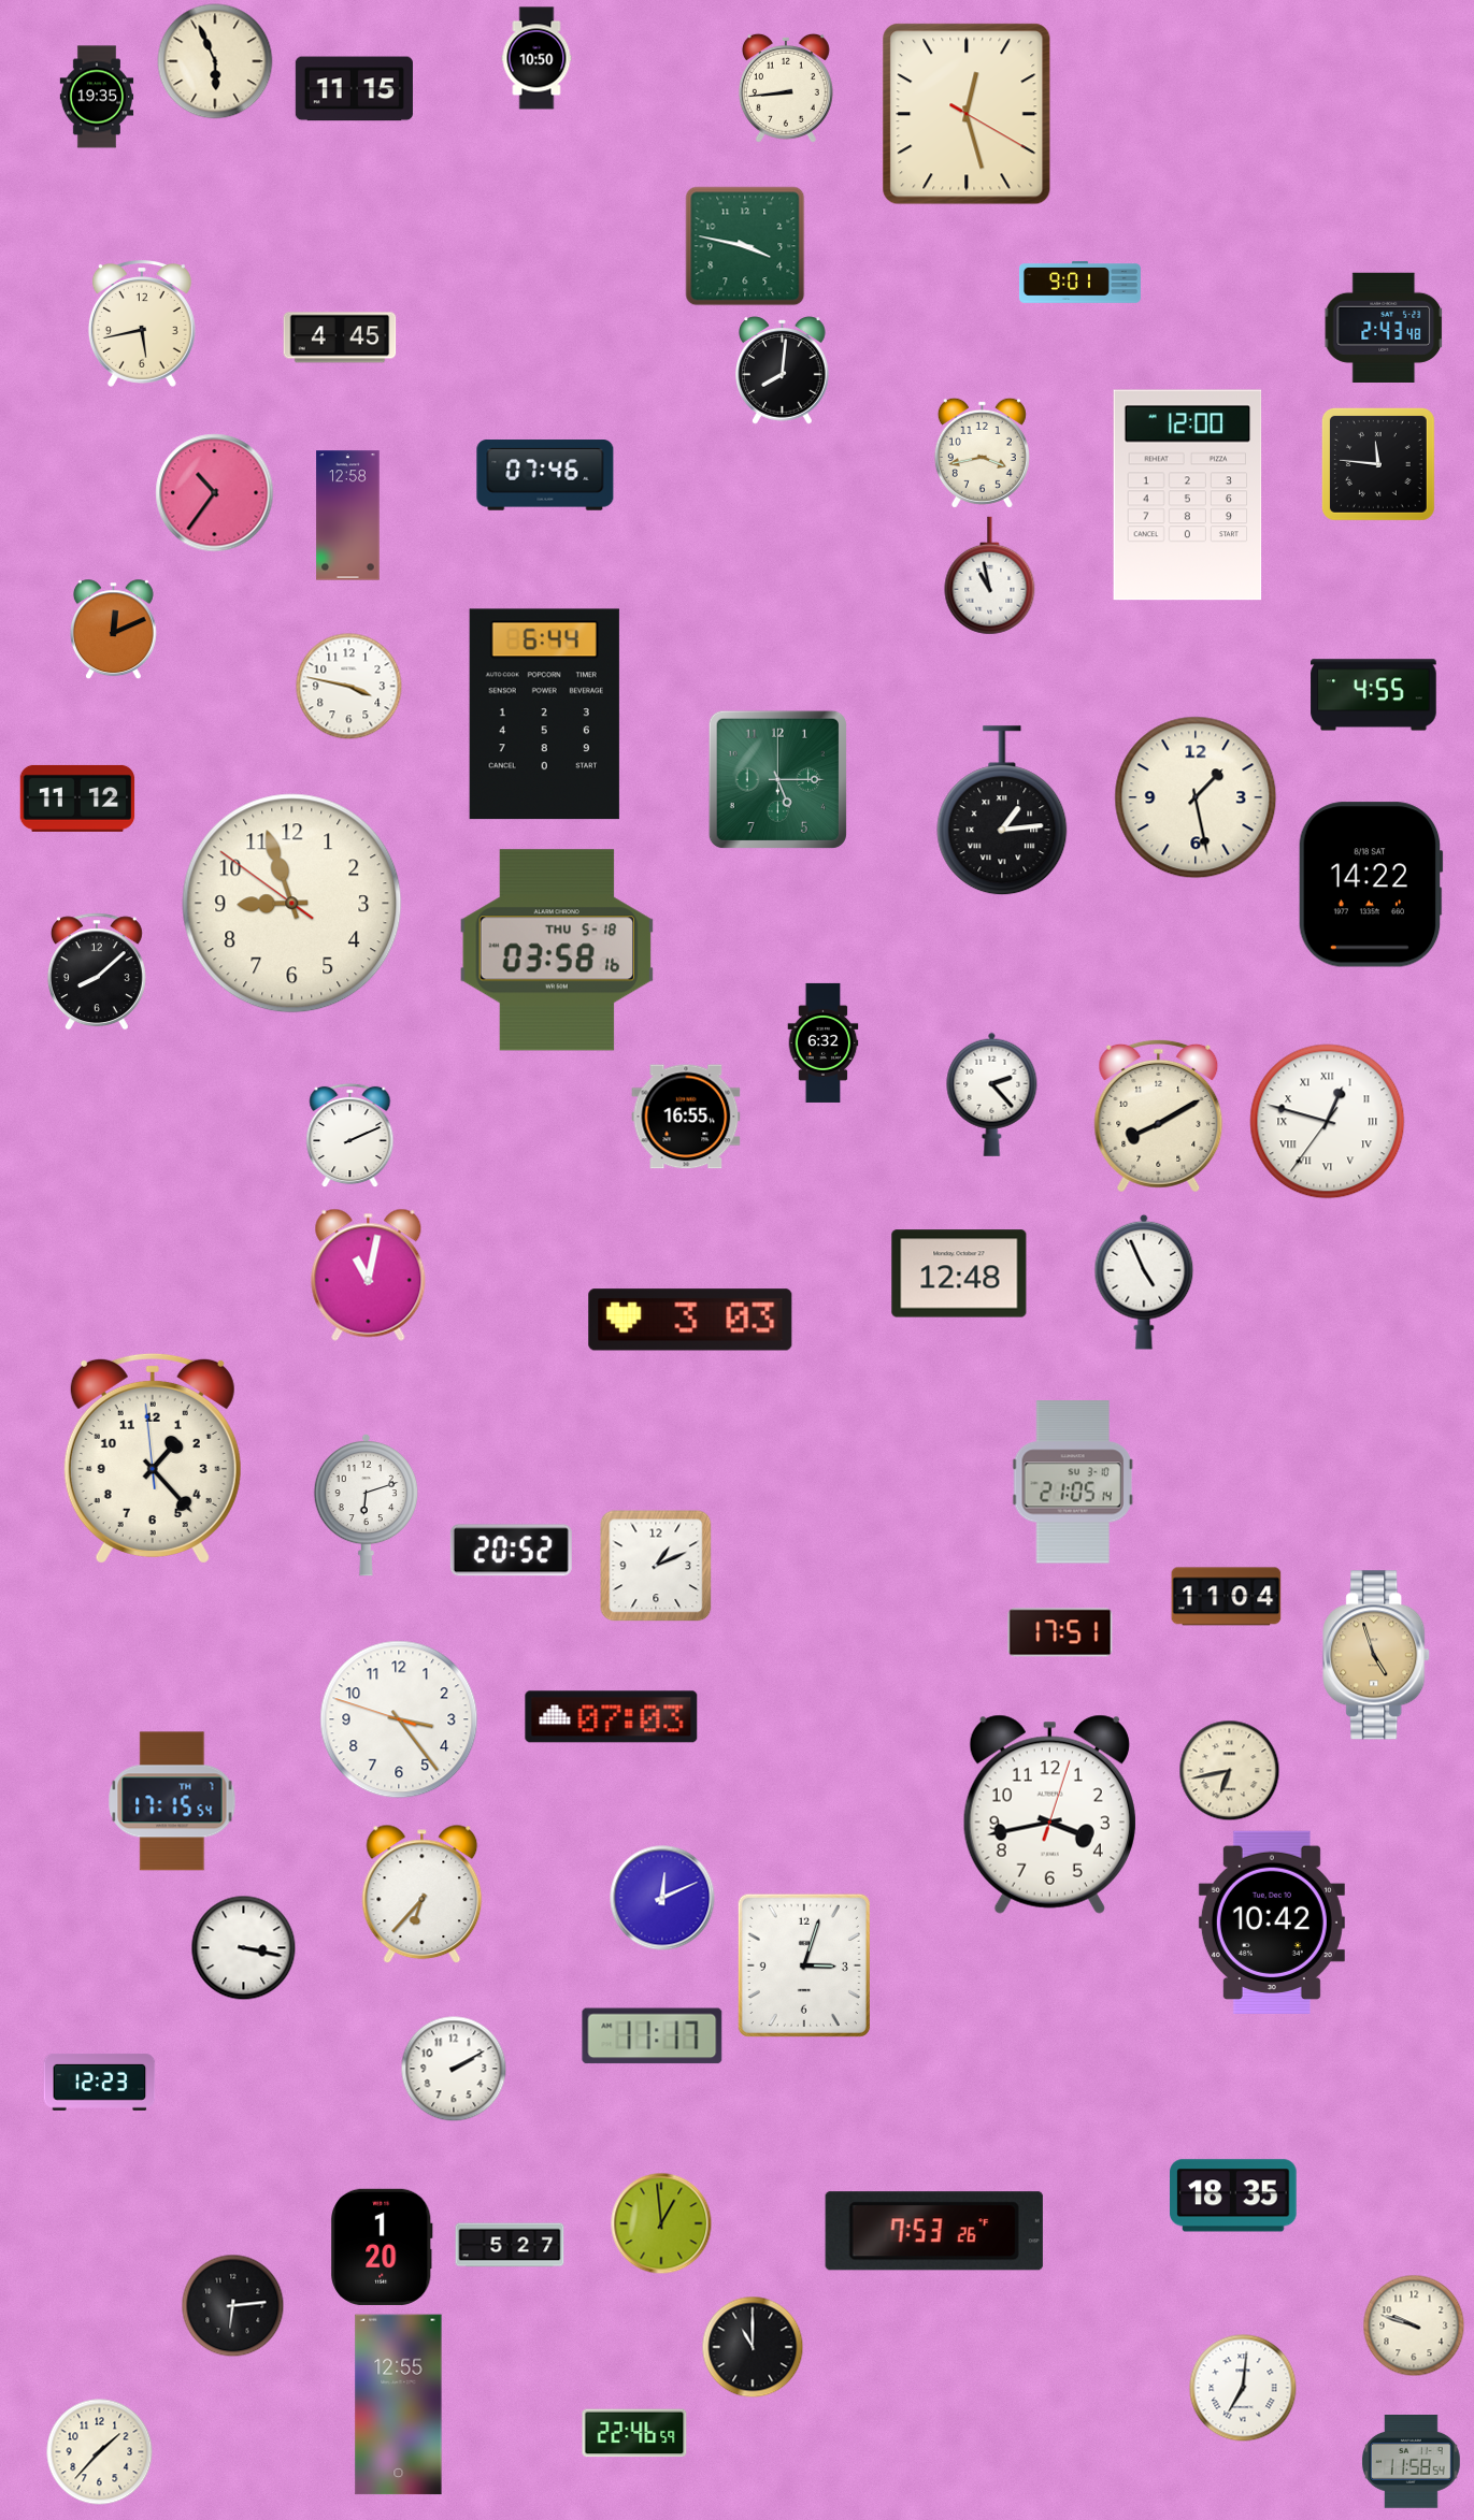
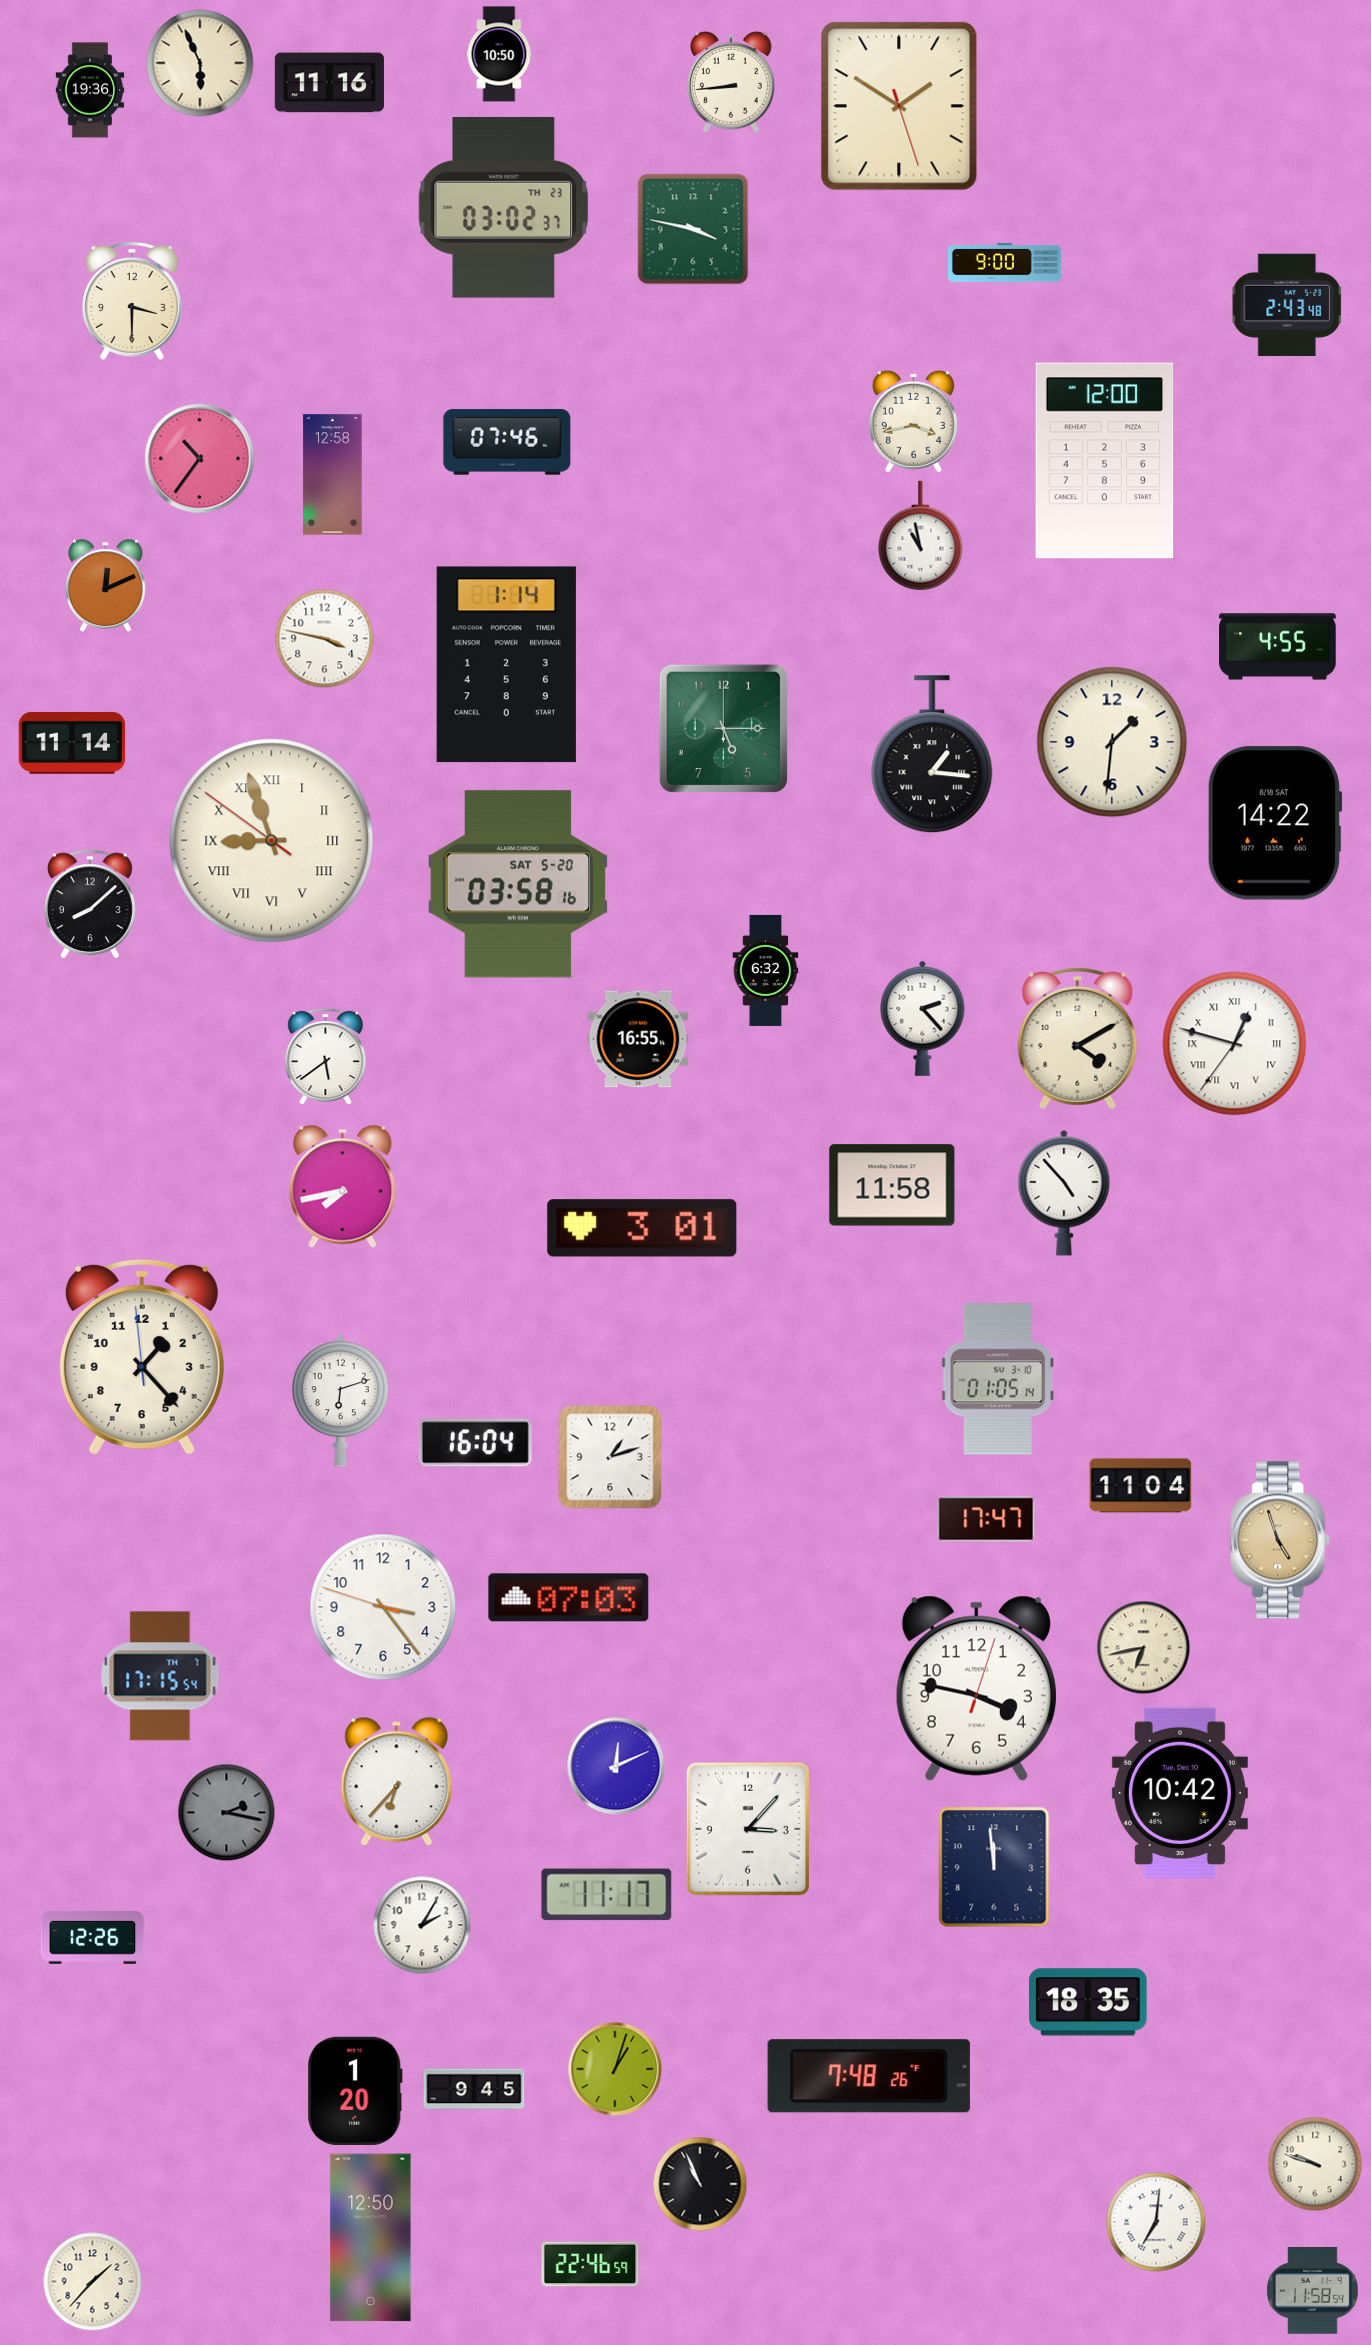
clock at (215, 61) position: (215, 61) -> (200, 63)
clock at (354, 89): 11:15 -> 11:16
clock at (97, 97): 19:35 -> 19:36
clock at (967, 114): 12:27 -> 1:50
clock at (504, 207): none -> 03:02
clock at (1079, 283): 9:01 -> 9:00
clock at (142, 325): 5:43 -> 3:30
clock at (340, 337): 4:45 -> none
clock at (783, 371): 8:01 -> none
clock at (1378, 464): 11:46 -> none
clock at (348, 516) position: (348, 516) -> (333, 475)
clock at (544, 715): 6:44 -> 1:14
clock at (777, 779) position: (777, 779) -> (723, 728)
clock at (1196, 797): 1:28 -> 1:31
clock at (77, 798): 11:12 -> 11:14
clock at (1002, 811): 1:14 -> 1:16
clock at (292, 904) numerals: Arabic -> Roman
clock at (557, 950) date: THU 5-18 -> SAT 5-20
clock at (1159, 1115): 8:10 -> 4:10
clock at (350, 1136): 2:11 -> 5:39
clock at (959, 1273): 12:48 -> 11:58
clock at (369, 1275): 11:02 -> 7:43
clock at (1144, 1282): 4:56 -> 4:53
clock at (690, 1320): 3:03 -> 3:01
clock at (1073, 1482): 21:05 -> 01:05
clock at (511, 1551): 20:52 -> 16:04
clock at (656, 1566): 1:11 -> 1:12
clock at (1060, 1632): 17:51 -> 17:47
clock at (399, 1719) position: (399, 1719) -> (383, 1607)
clock at (1049, 1814): 3:43 -> 3:47
clock at (423, 1895) position: (423, 1895) -> (397, 1782)
clock at (1272, 1921) position: (1272, 1921) -> (1180, 1792)
clock at (244, 1948): 3:17 -> 2:17
clock at (244, 1948) dial: white -> grey
clock at (804, 1965): 3:03 -> 3:07
clock at (994, 1867): none -> 11:59
clock at (454, 2069): 2:10 -> 2:05
clock at (100, 2083): 12:23 -> 12:26
clock at (1233, 2195) position: (1233, 2195) -> (1088, 2002)
clock at (661, 2223): 12:59 -> 1:03
clock at (934, 2231): 7:53 -> 7:48
clock at (510, 2245): 5:27 -> 9:45
clock at (233, 2306): 6:14 -> none
clock at (753, 2347): 11:00 -> 10:56
clock at (399, 2405): 12:55 -> 12:50
